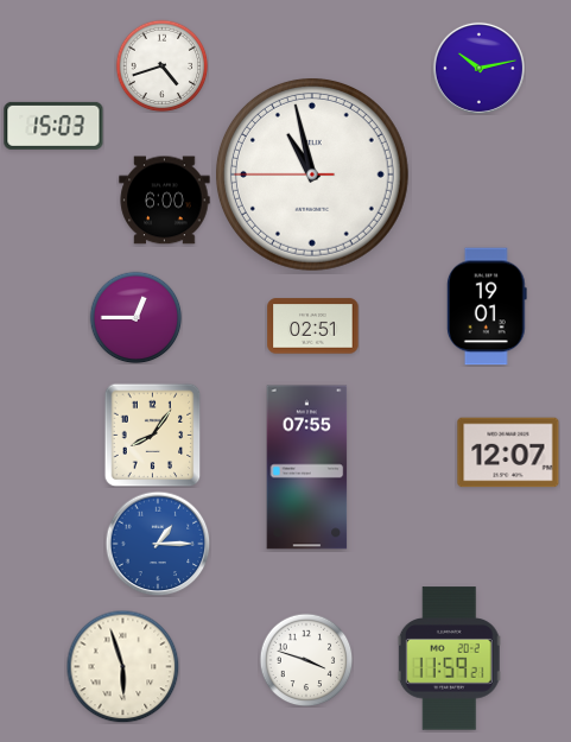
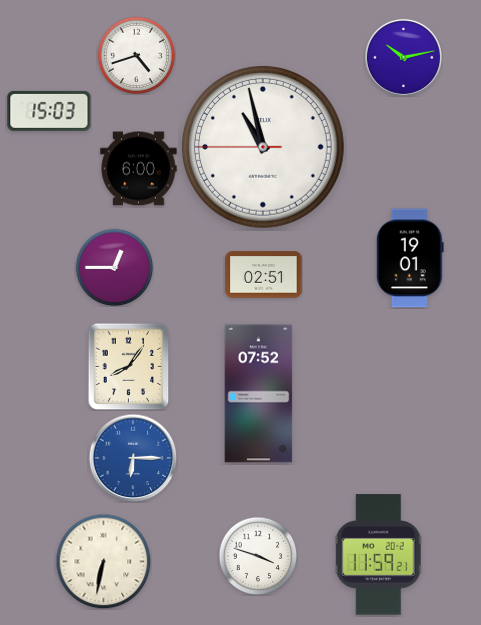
clock at (53, 126) position: (53, 126) -> (49, 111)
clock at (508, 452): 12:07 -> none
clock at (307, 468): 07:55 -> 07:52
clock at (158, 544): 1:15 -> 6:15
clock at (122, 666): 5:57 -> 6:32
